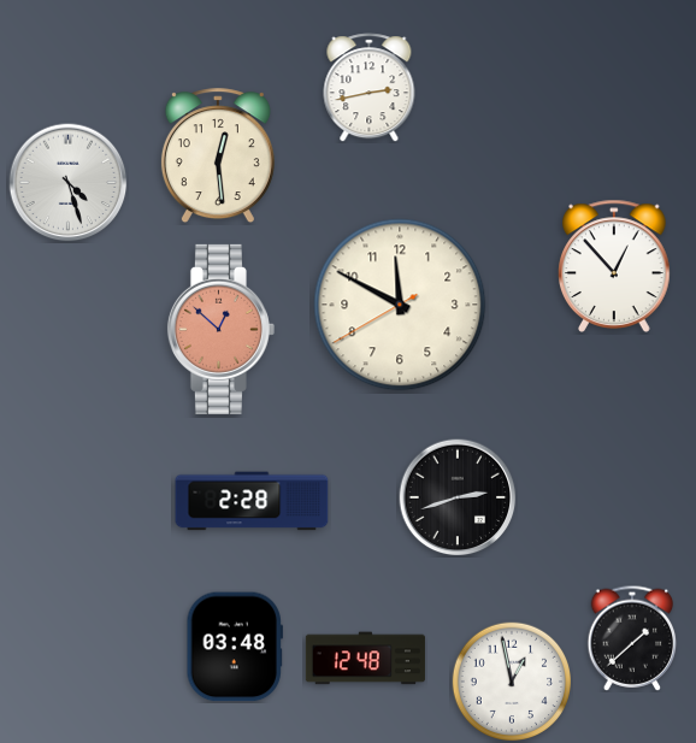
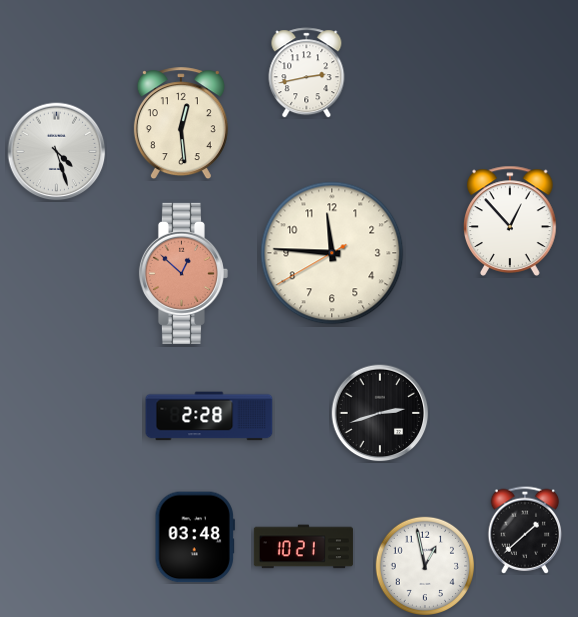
clock at (218, 157) position: (218, 157) -> (181, 124)
clock at (400, 305): 11:49 -> 11:45
clock at (365, 659): 12:48 -> 10:21
